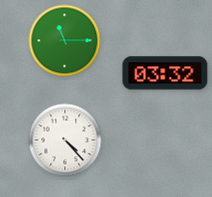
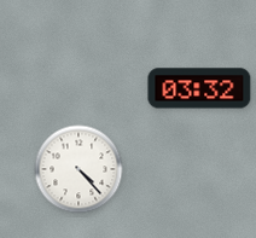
clock at (65, 41): 11:15 -> none
